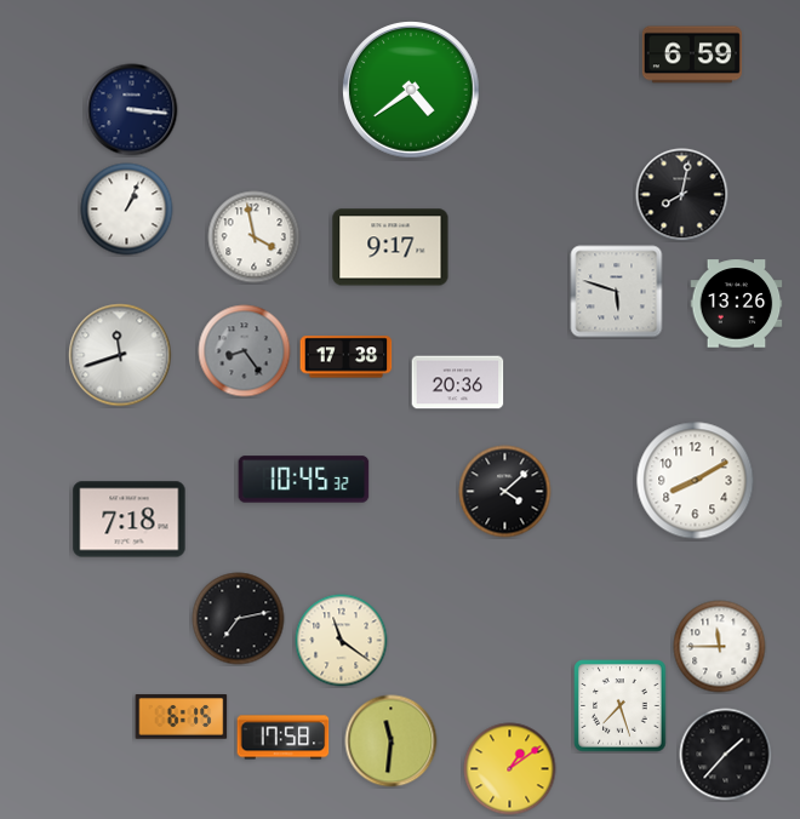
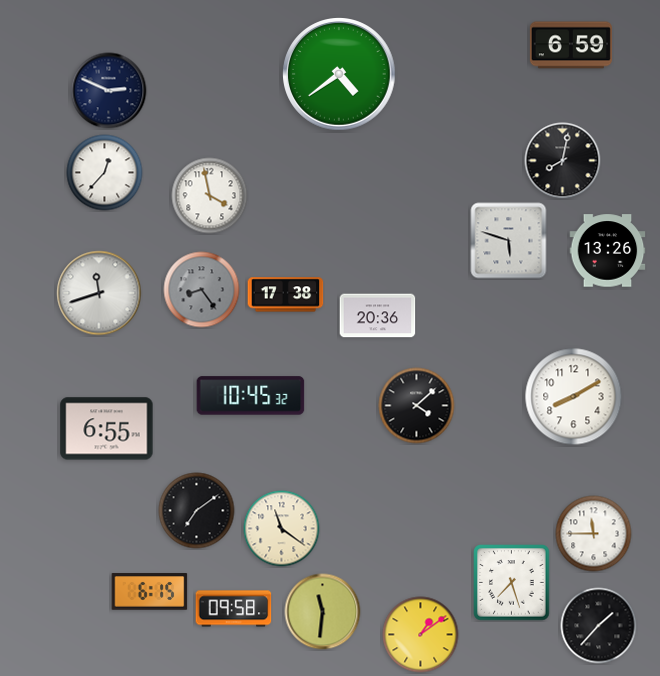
clock at (132, 110): 3:16 -> 2:49
clock at (127, 210): 1:04 -> 12:37
clock at (390, 247): 9:17 -> none
clock at (130, 520): 7:18 -> 6:55
clock at (239, 619): 7:13 -> 7:09
clock at (284, 738): 17:58 -> 09:58
clock at (726, 755) position: (726, 755) -> (599, 626)
